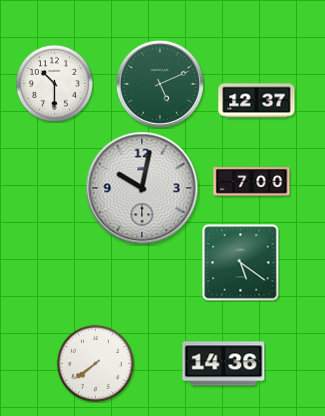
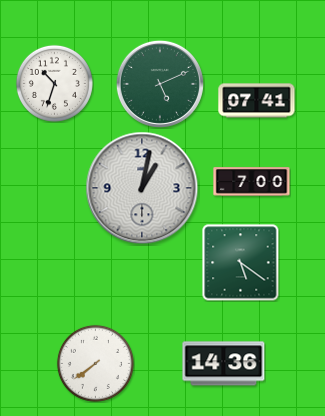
clock at (54, 83): 10:30 -> 10:33
clock at (257, 101): 12:37 -> 07:41
clock at (142, 188): 10:02 -> 1:02
